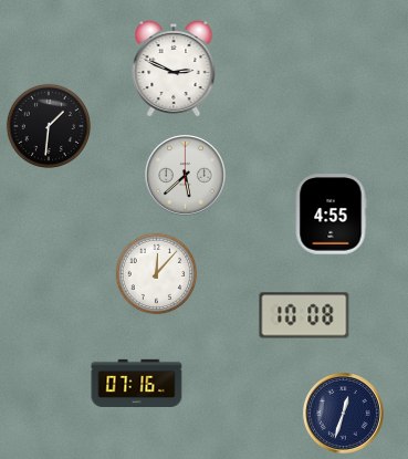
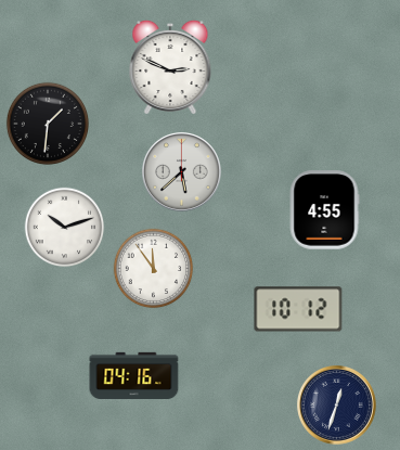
clock at (65, 228): none -> 10:12
clock at (157, 274): 12:07 -> 11:54
clock at (304, 315): 10:08 -> 10:12
clock at (137, 383): 07:16 -> 04:16
